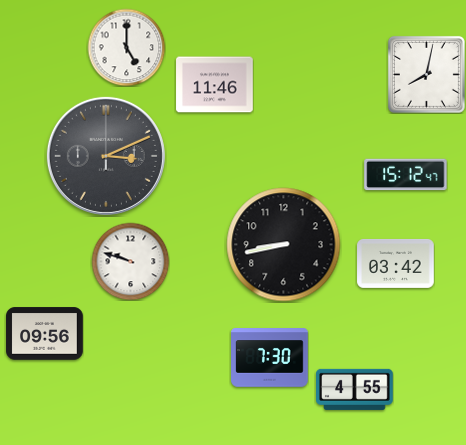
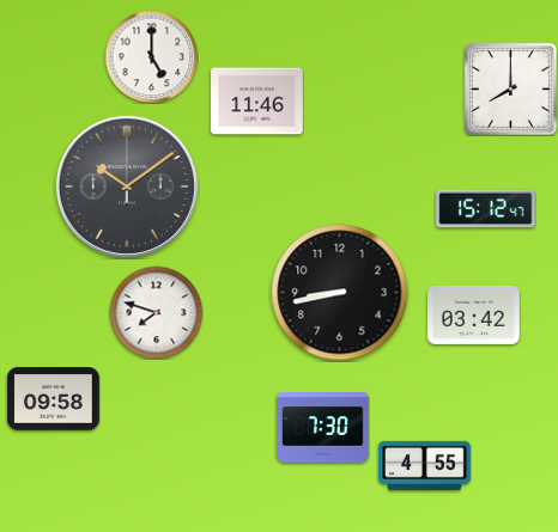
clock at (426, 74): 8:02 -> 8:00
clock at (106, 156): 3:11 -> 10:09
clock at (130, 261): 9:48 -> 7:48
clock at (45, 334): 09:56 -> 09:58
